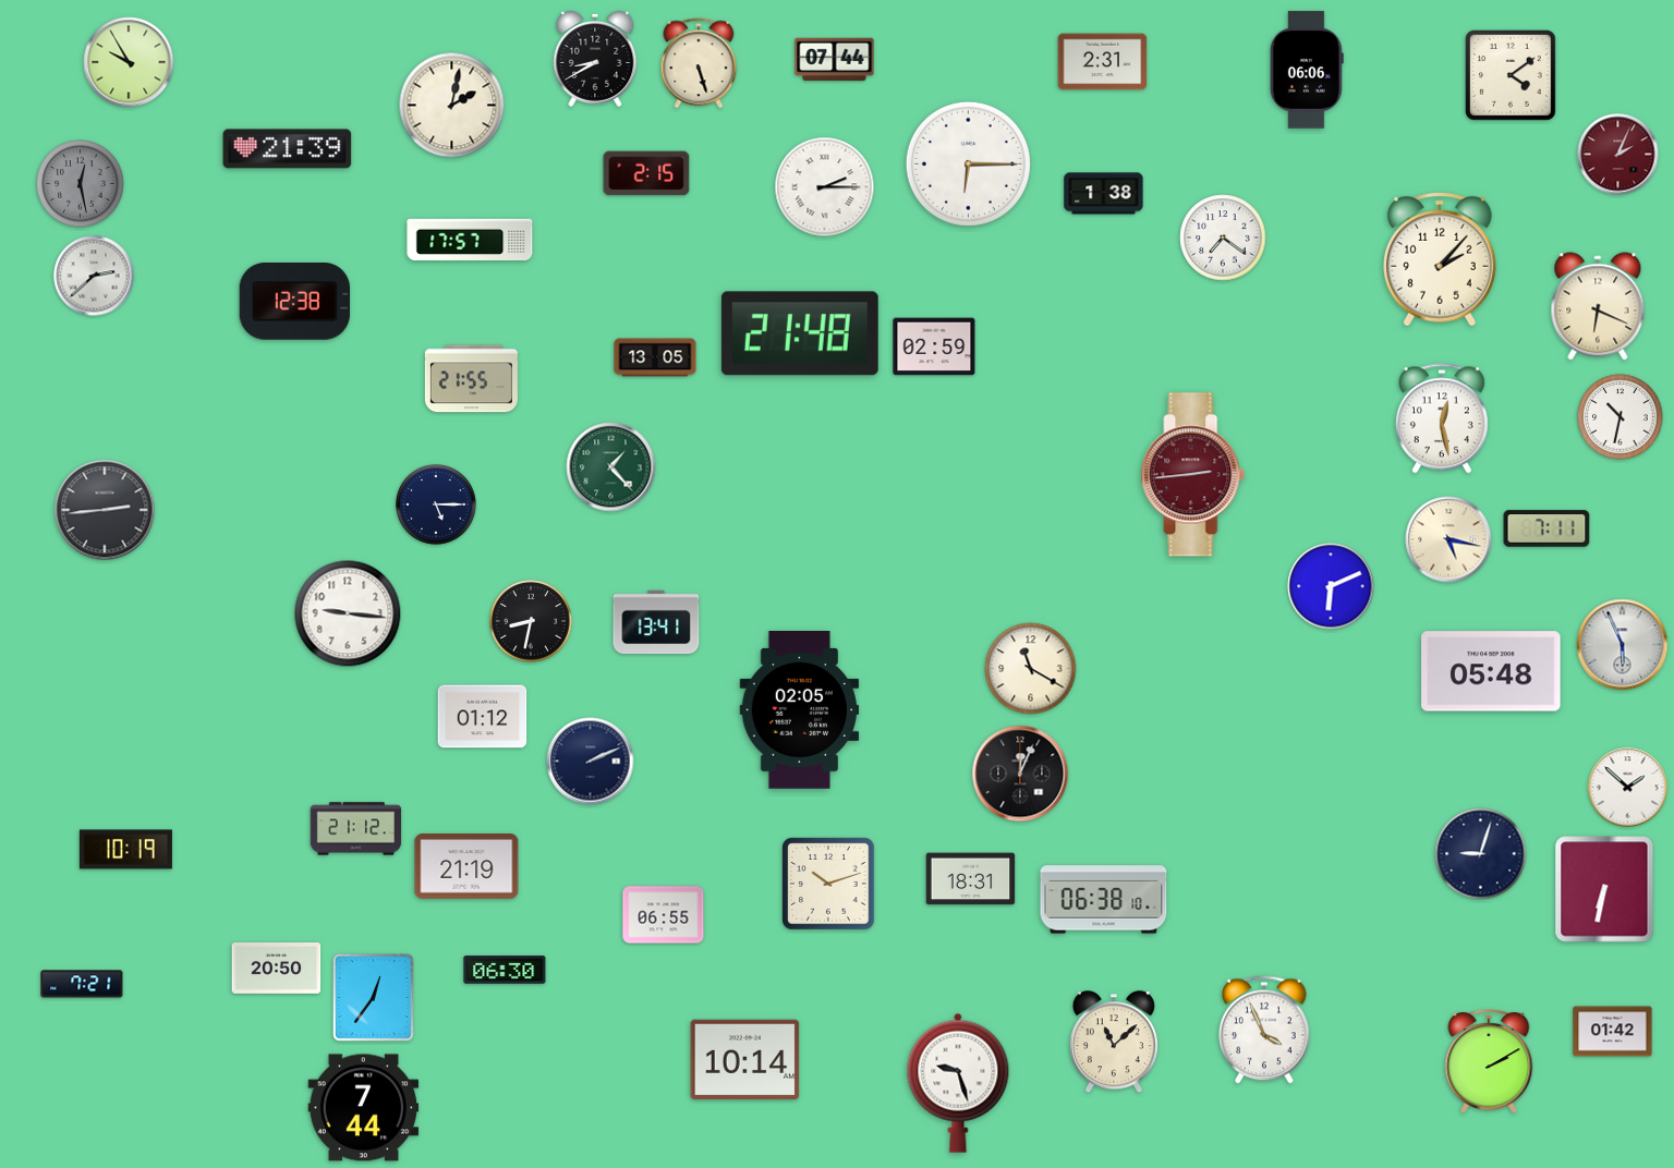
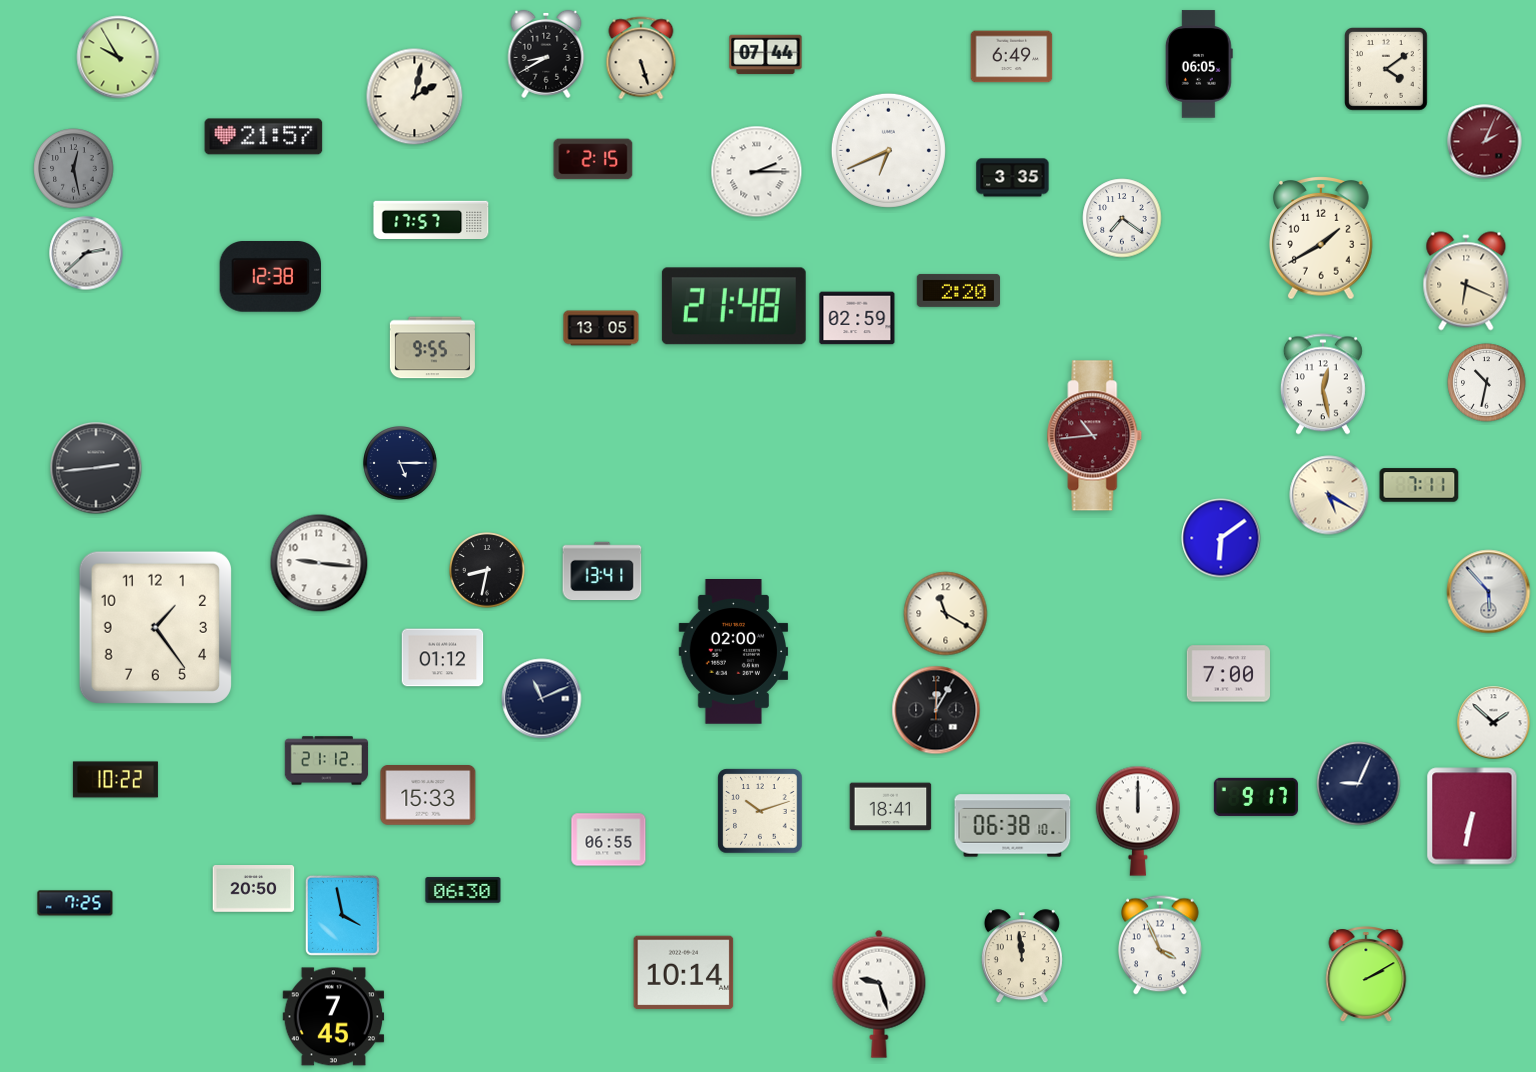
clock at (1103, 62): 2:31 -> 6:49
clock at (1307, 70): 06:06 -> 06:05
clock at (288, 149): 21:39 -> 21:57
clock at (968, 163): 6:15 -> 6:41
clock at (1104, 194): 1:38 -> 3:35
clock at (1441, 260): 2:07 -> 1:40
clock at (958, 290): none -> 2:20
clock at (471, 379): 21:55 -> 9:55
clock at (611, 467): 1:23 -> none
clock at (1193, 475): 2:44 -> 10:44
clock at (1448, 539): 5:17 -> 5:20
clock at (1331, 586): 6:11 -> 6:09
clock at (1623, 645): 5:56 -> 5:53
clock at (1491, 671): 05:48 -> none
clock at (155, 627): none -> 1:24
clock at (800, 710): 02:05 -> 02:00
clock at (1229, 674): none -> 7:00
clock at (591, 762): 2:11 -> 11:11
clock at (1020, 774): 12:04 -> 12:05
clock at (125, 850): 10:19 -> 10:22
clock at (1481, 854): 9:03 -> 9:04
clock at (466, 867): 21:19 -> 15:33
clock at (1256, 797): none -> 9:17
clock at (971, 879): 18:31 -> 18:41
clock at (1138, 821): none -> 12:00
clock at (82, 984): 7:21 -> 7:25
clock at (373, 997): 12:36 -> 3:58
clock at (1613, 1032): 01:42 -> none
clock at (1114, 1043): 11:08 -> 11:59
clock at (364, 1108): 7:44 -> 7:45
